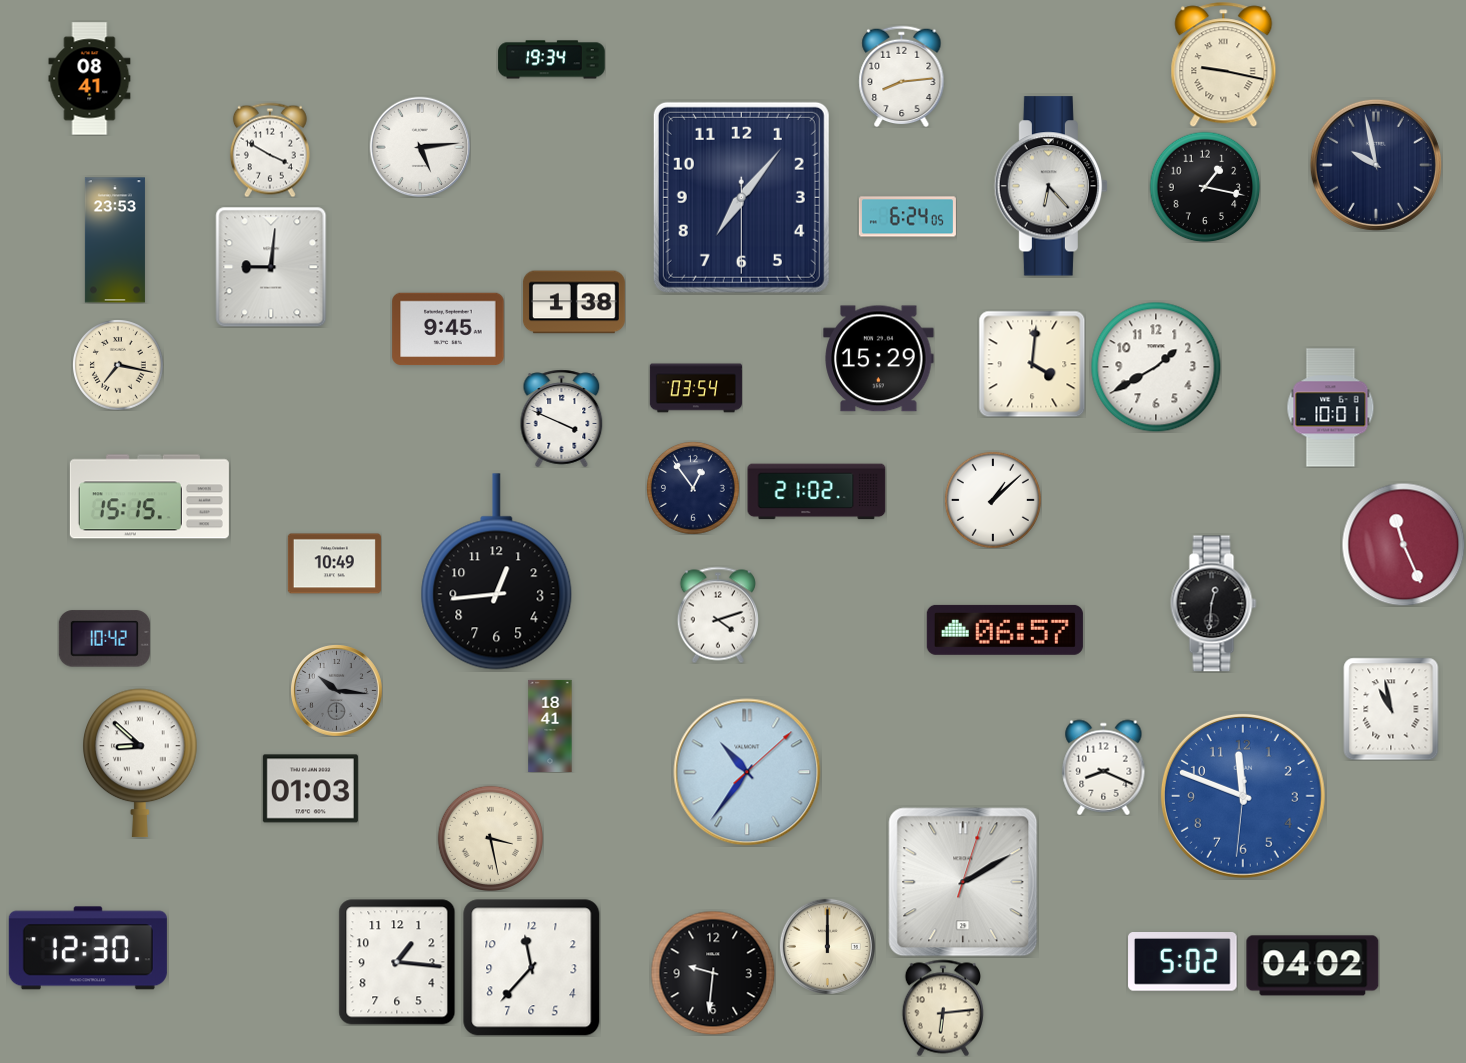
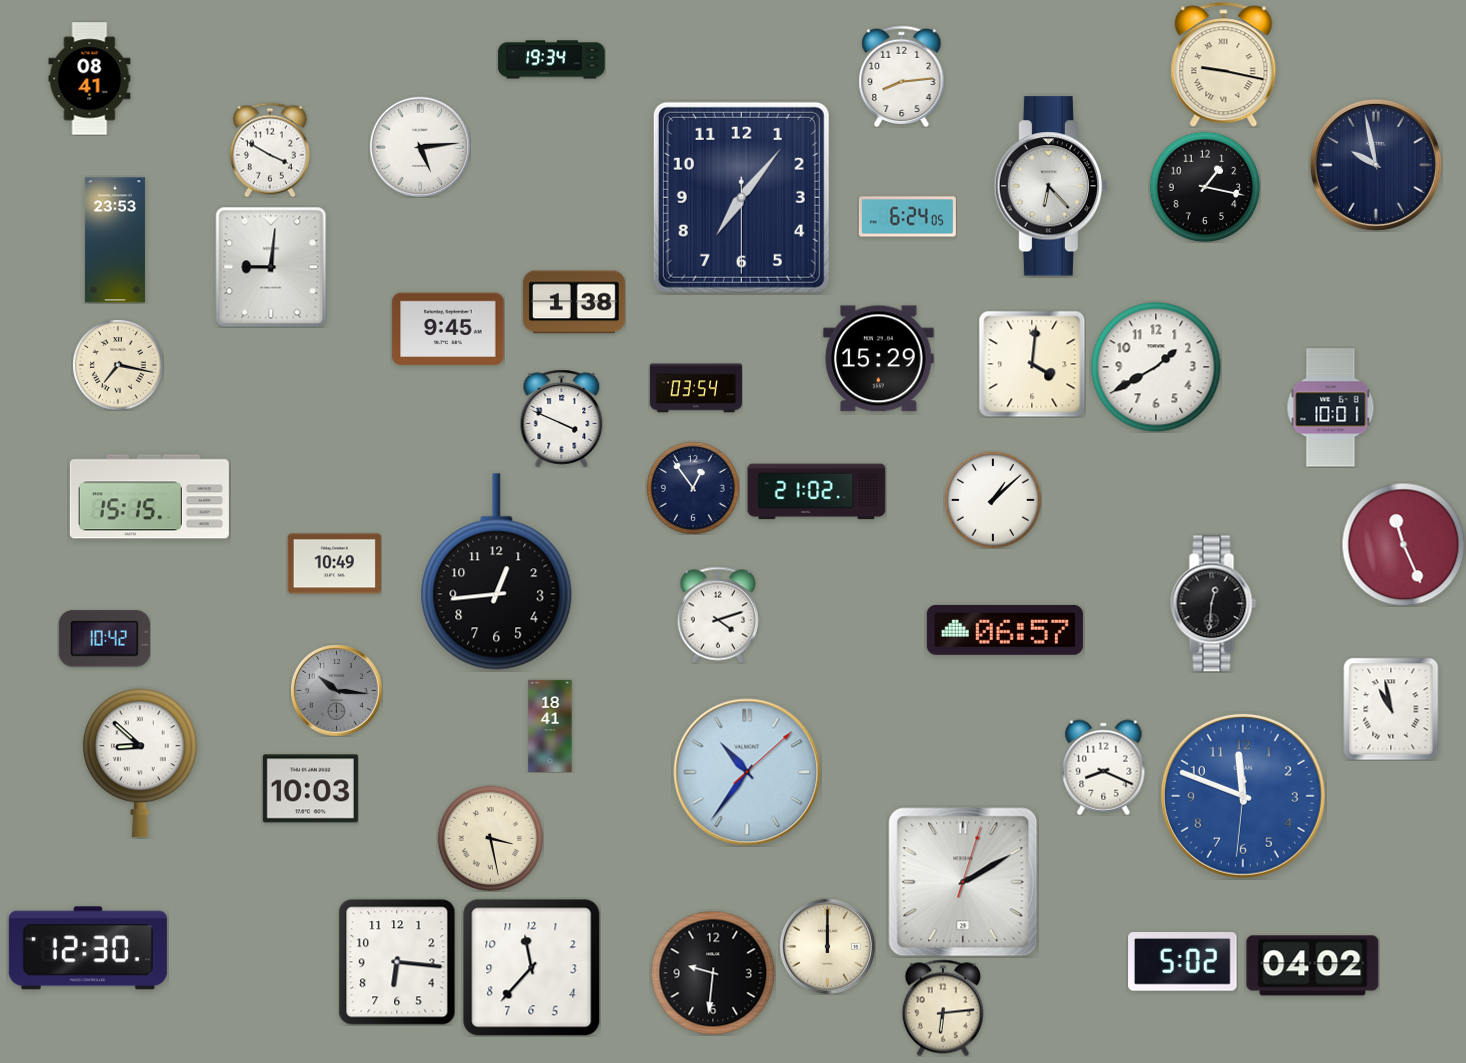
clock at (310, 789): 01:03 -> 10:03
clock at (397, 962): 1:16 -> 6:16
